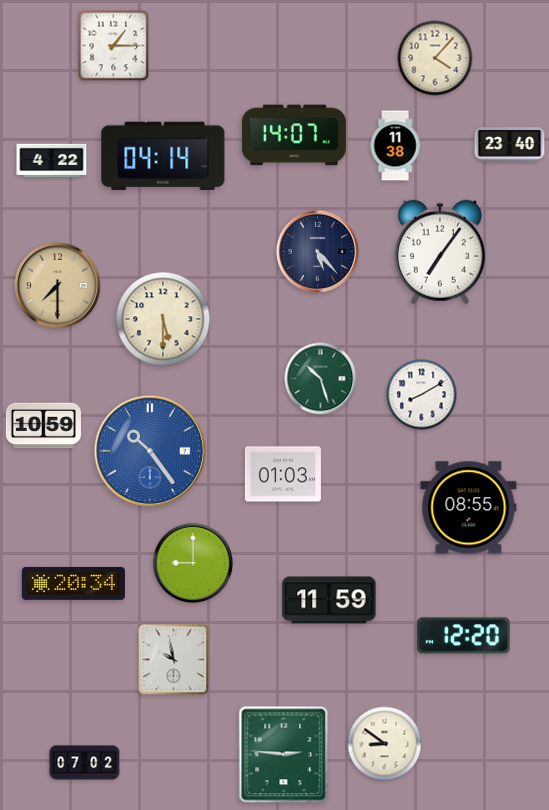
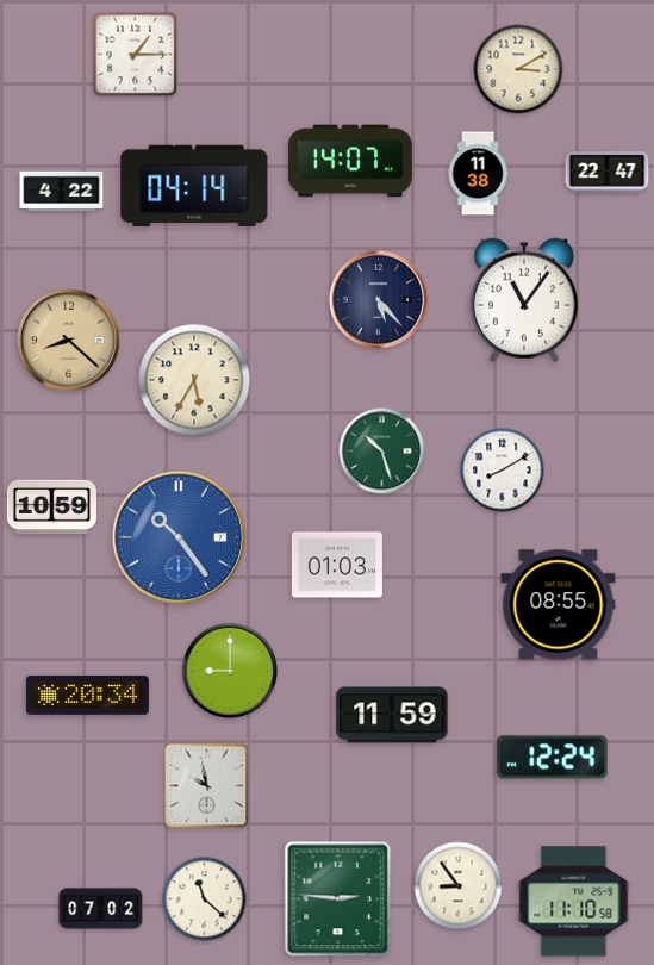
clock at (435, 58): 4:07 -> 3:10
clock at (510, 145): 23:40 -> 22:47
clock at (395, 146) position: (395, 146) -> (478, 174)
clock at (440, 252): 7:06 -> 11:06
clock at (58, 286): 7:30 -> 8:22
clock at (163, 319): 5:30 -> 5:35
clock at (464, 636): 12:20 -> 12:24
clock at (385, 744): 8:51 -> 8:54
clock at (205, 899): none -> 11:22
clock at (574, 902): none -> 11:10
